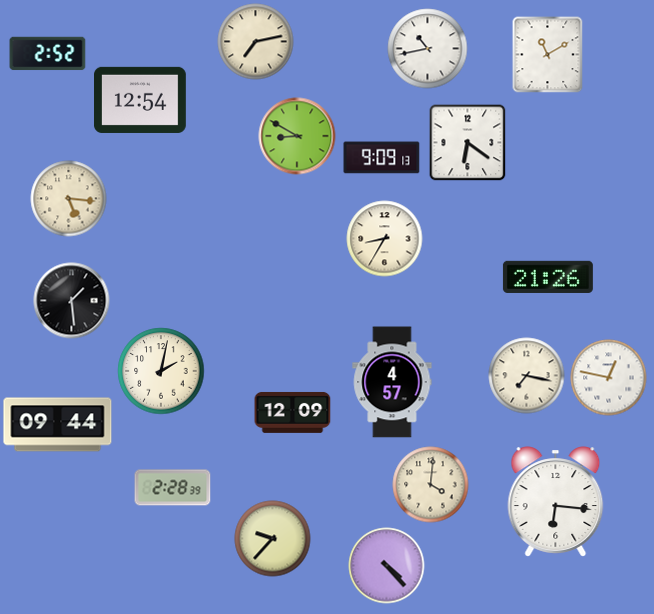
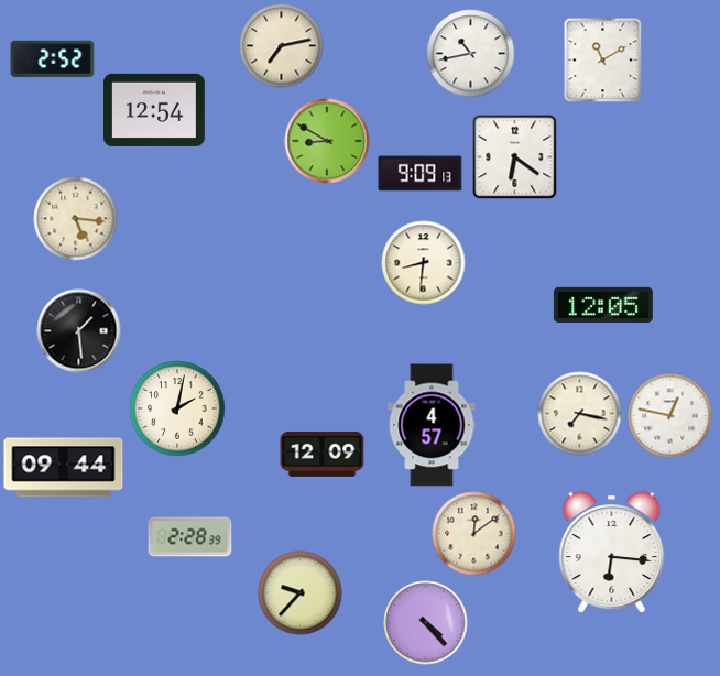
clock at (297, 136) position: (297, 136) -> (327, 141)
clock at (385, 239): 8:35 -> 8:31
clock at (548, 277): 21:26 -> 12:05
clock at (392, 382) position: (392, 382) -> (432, 425)
clock at (431, 485): 4:01 -> 12:09
